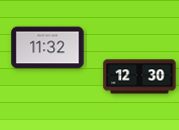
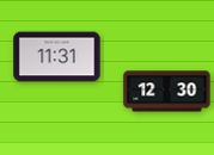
clock at (48, 48): 11:32 -> 11:31
